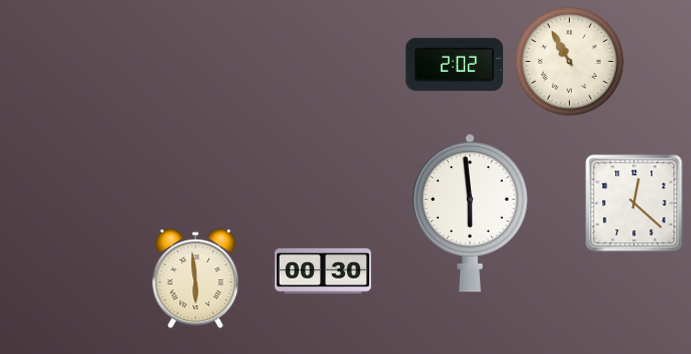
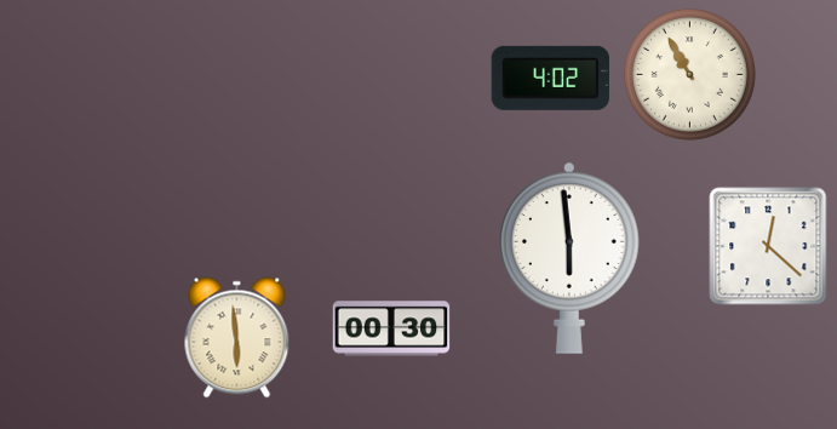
clock at (454, 64): 2:02 -> 4:02
